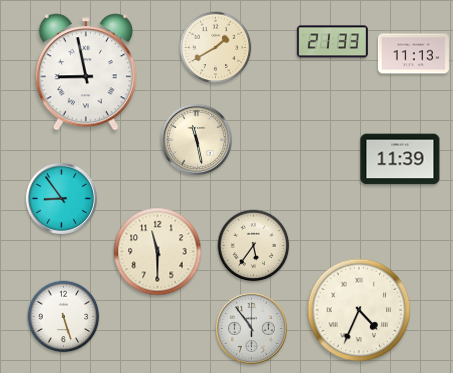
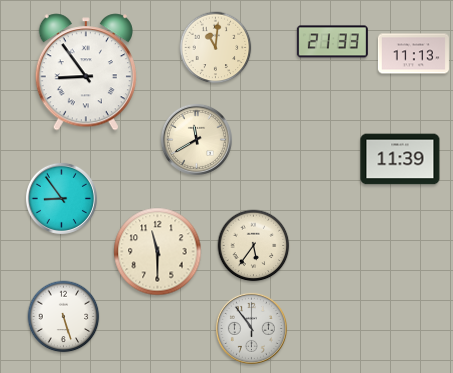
clock at (216, 48): 1:40 -> 11:01
clock at (86, 72): 8:58 -> 8:54
clock at (196, 139): 11:28 -> 11:40
clock at (359, 310): 4:34 -> none
